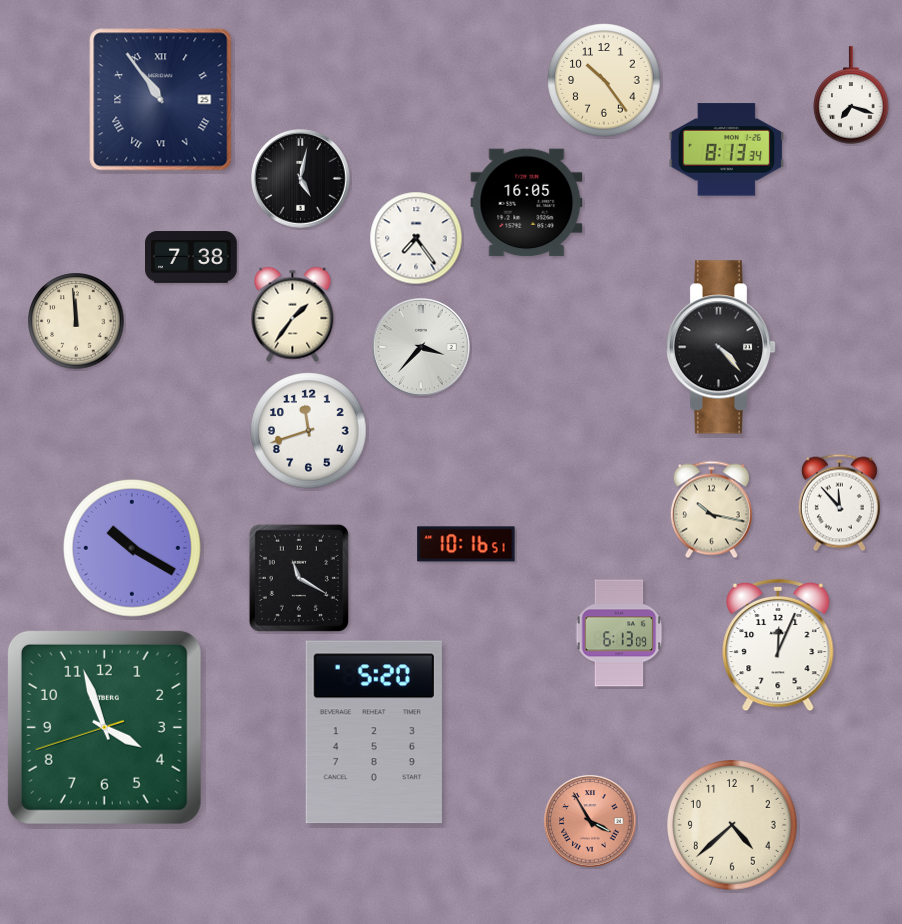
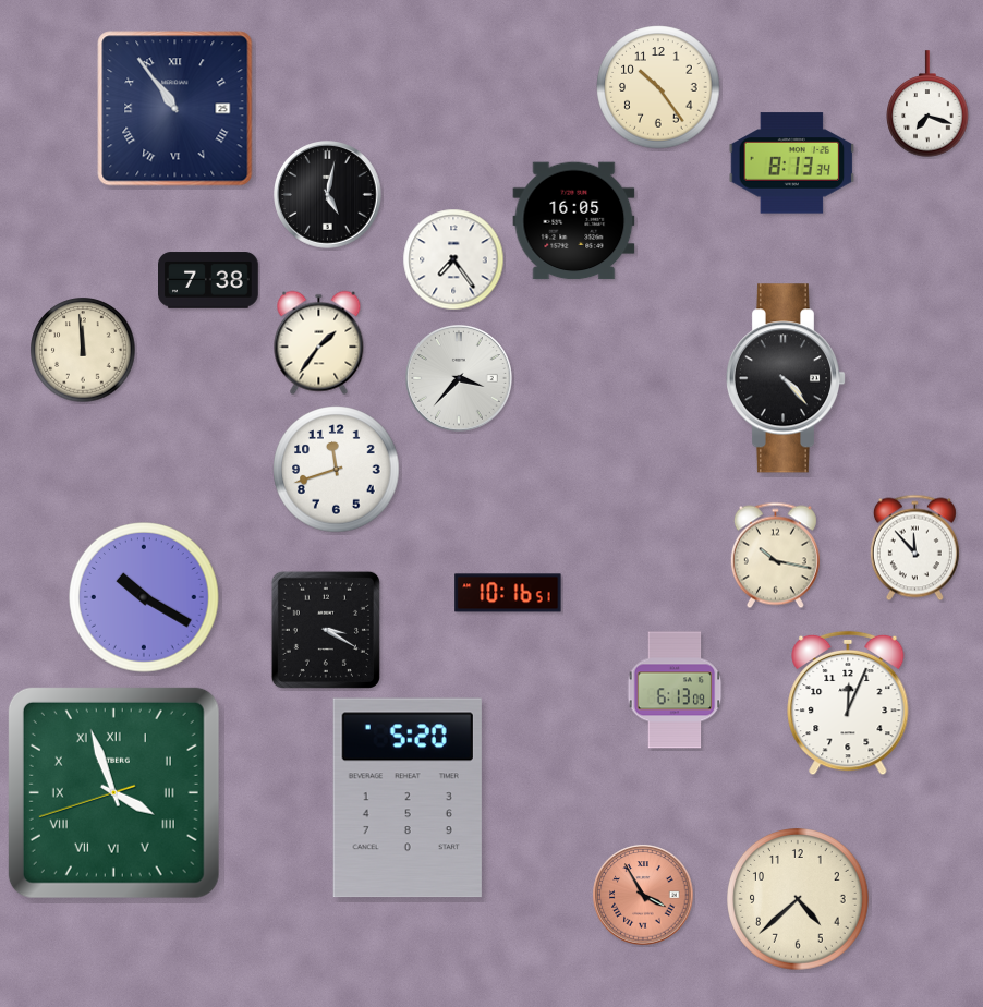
clock at (299, 578): 11:20 -> 3:20
clock at (104, 727) numerals: Arabic -> Roman
